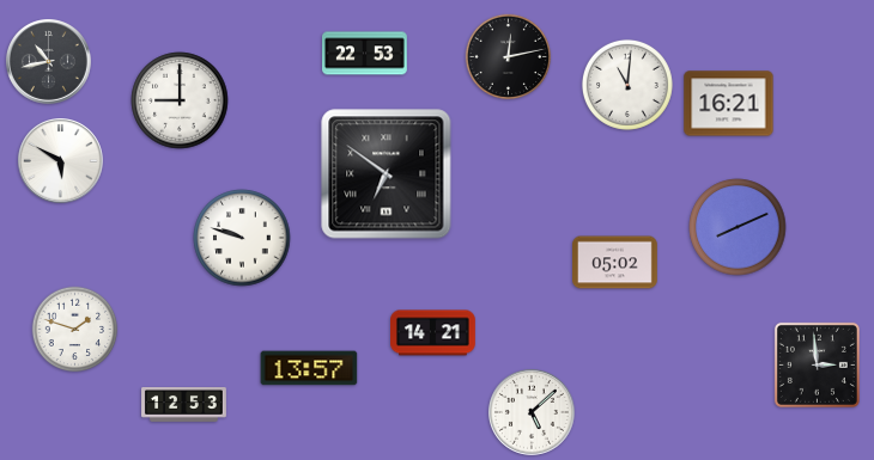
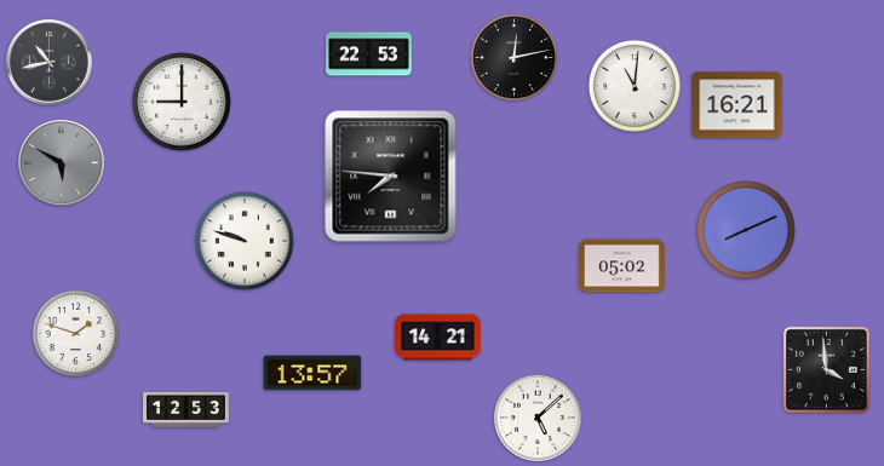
clock at (61, 161) dial: white -> grey
clock at (387, 174): 6:51 -> 7:46
clock at (817, 364): 2:59 -> 3:59
